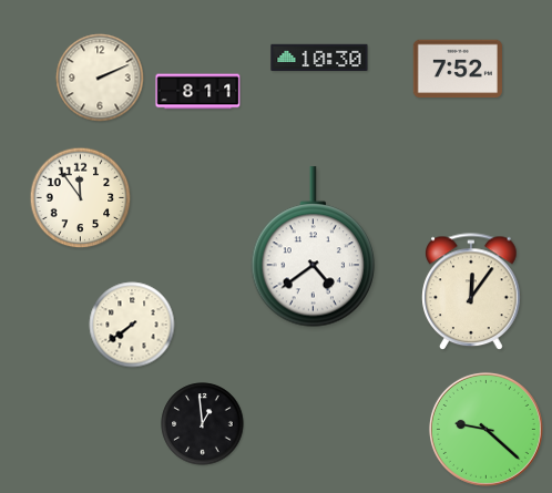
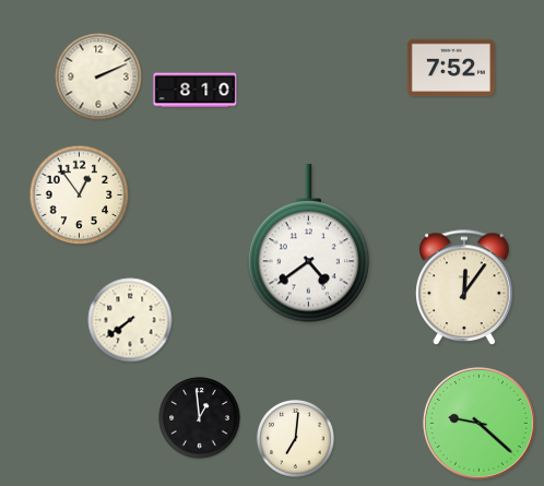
clock at (319, 57): 10:30 -> none
clock at (198, 92): 8:11 -> 8:10
clock at (81, 198): 11:54 -> 12:54
clock at (296, 439): none -> 7:01
